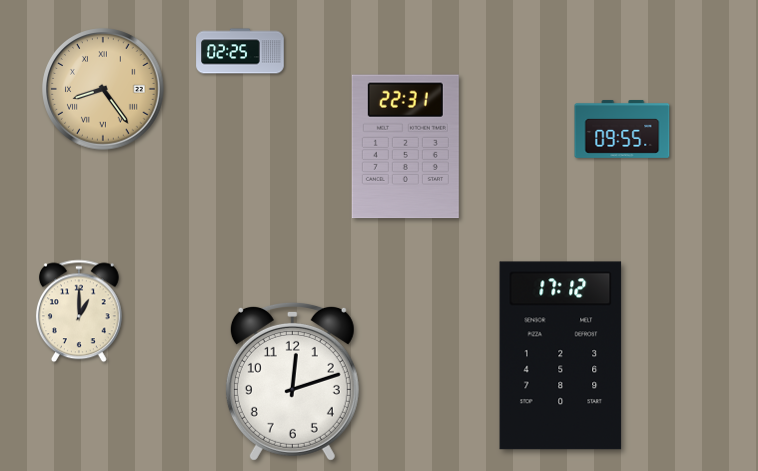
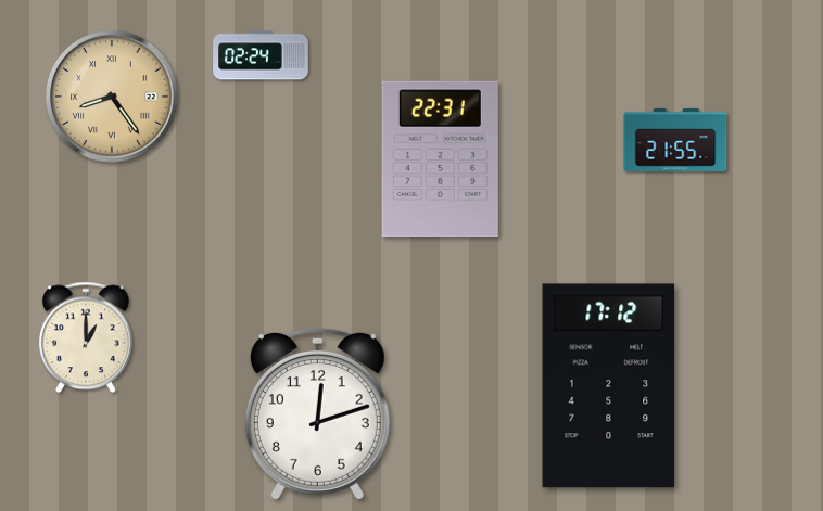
clock at (240, 51): 02:25 -> 02:24
clock at (622, 129): 09:55 -> 21:55
